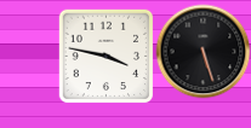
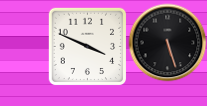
clock at (105, 56): 3:47 -> 3:49
